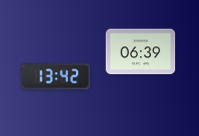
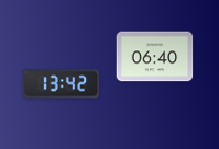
clock at (141, 52): 06:39 -> 06:40
